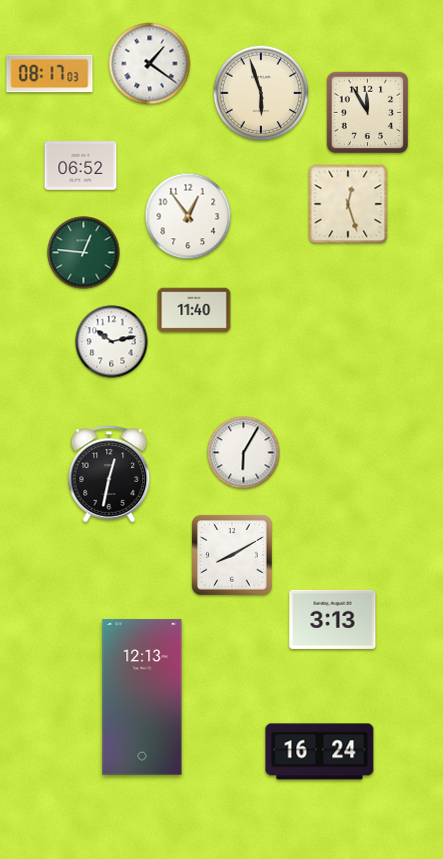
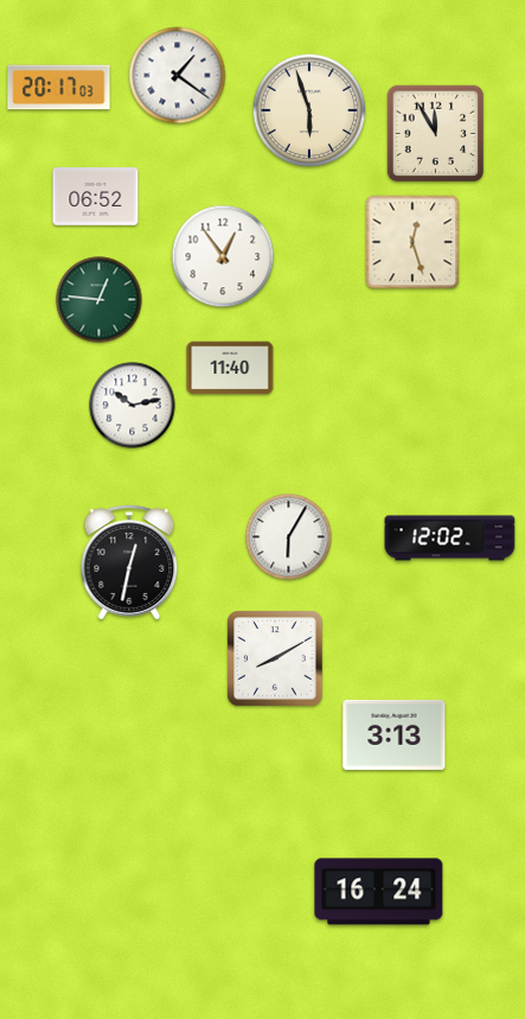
clock at (50, 74): 08:17 -> 20:17
clock at (450, 539): none -> 12:02
clock at (142, 697): 12:13 -> none
